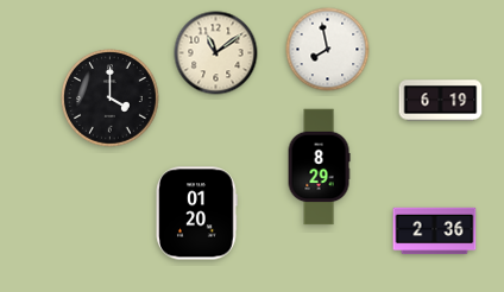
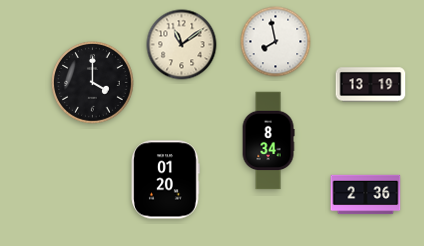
clock at (441, 101): 6:19 -> 13:19
clock at (319, 167): 8:29 -> 8:34
